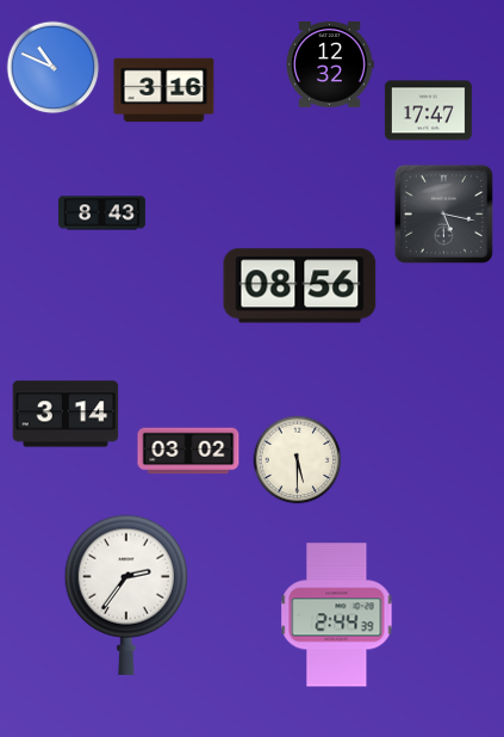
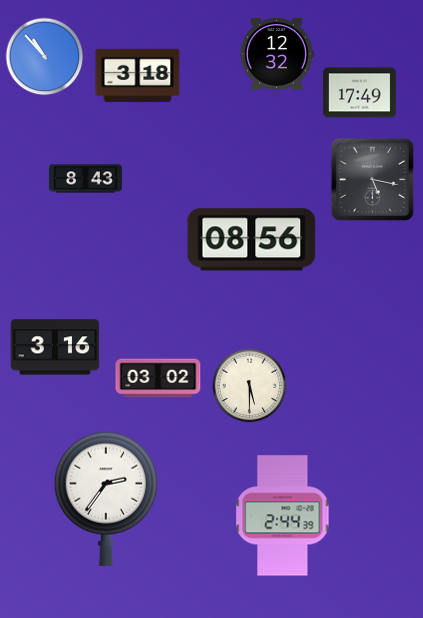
clock at (54, 68): 10:49 -> 10:53
clock at (164, 91): 3:16 -> 3:18
clock at (428, 111): 17:47 -> 17:49
clock at (66, 414): 3:14 -> 3:16
